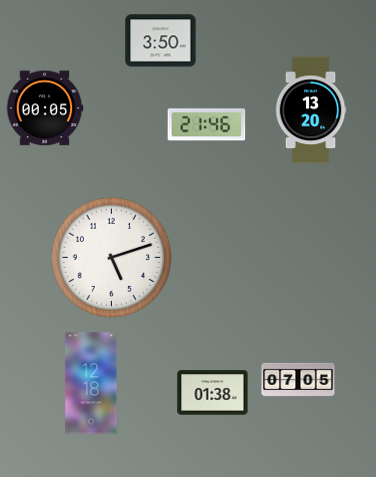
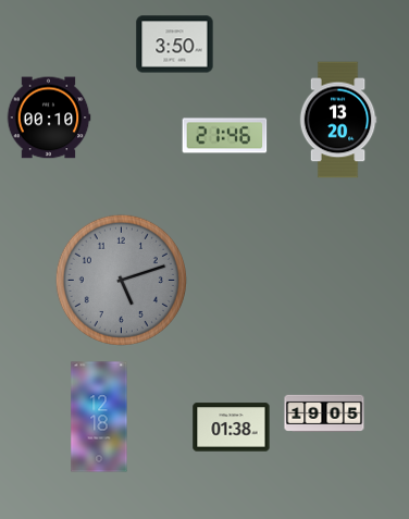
clock at (45, 108): 00:05 -> 00:10
clock at (111, 257) dial: white -> grey
clock at (298, 379): 07:05 -> 19:05
